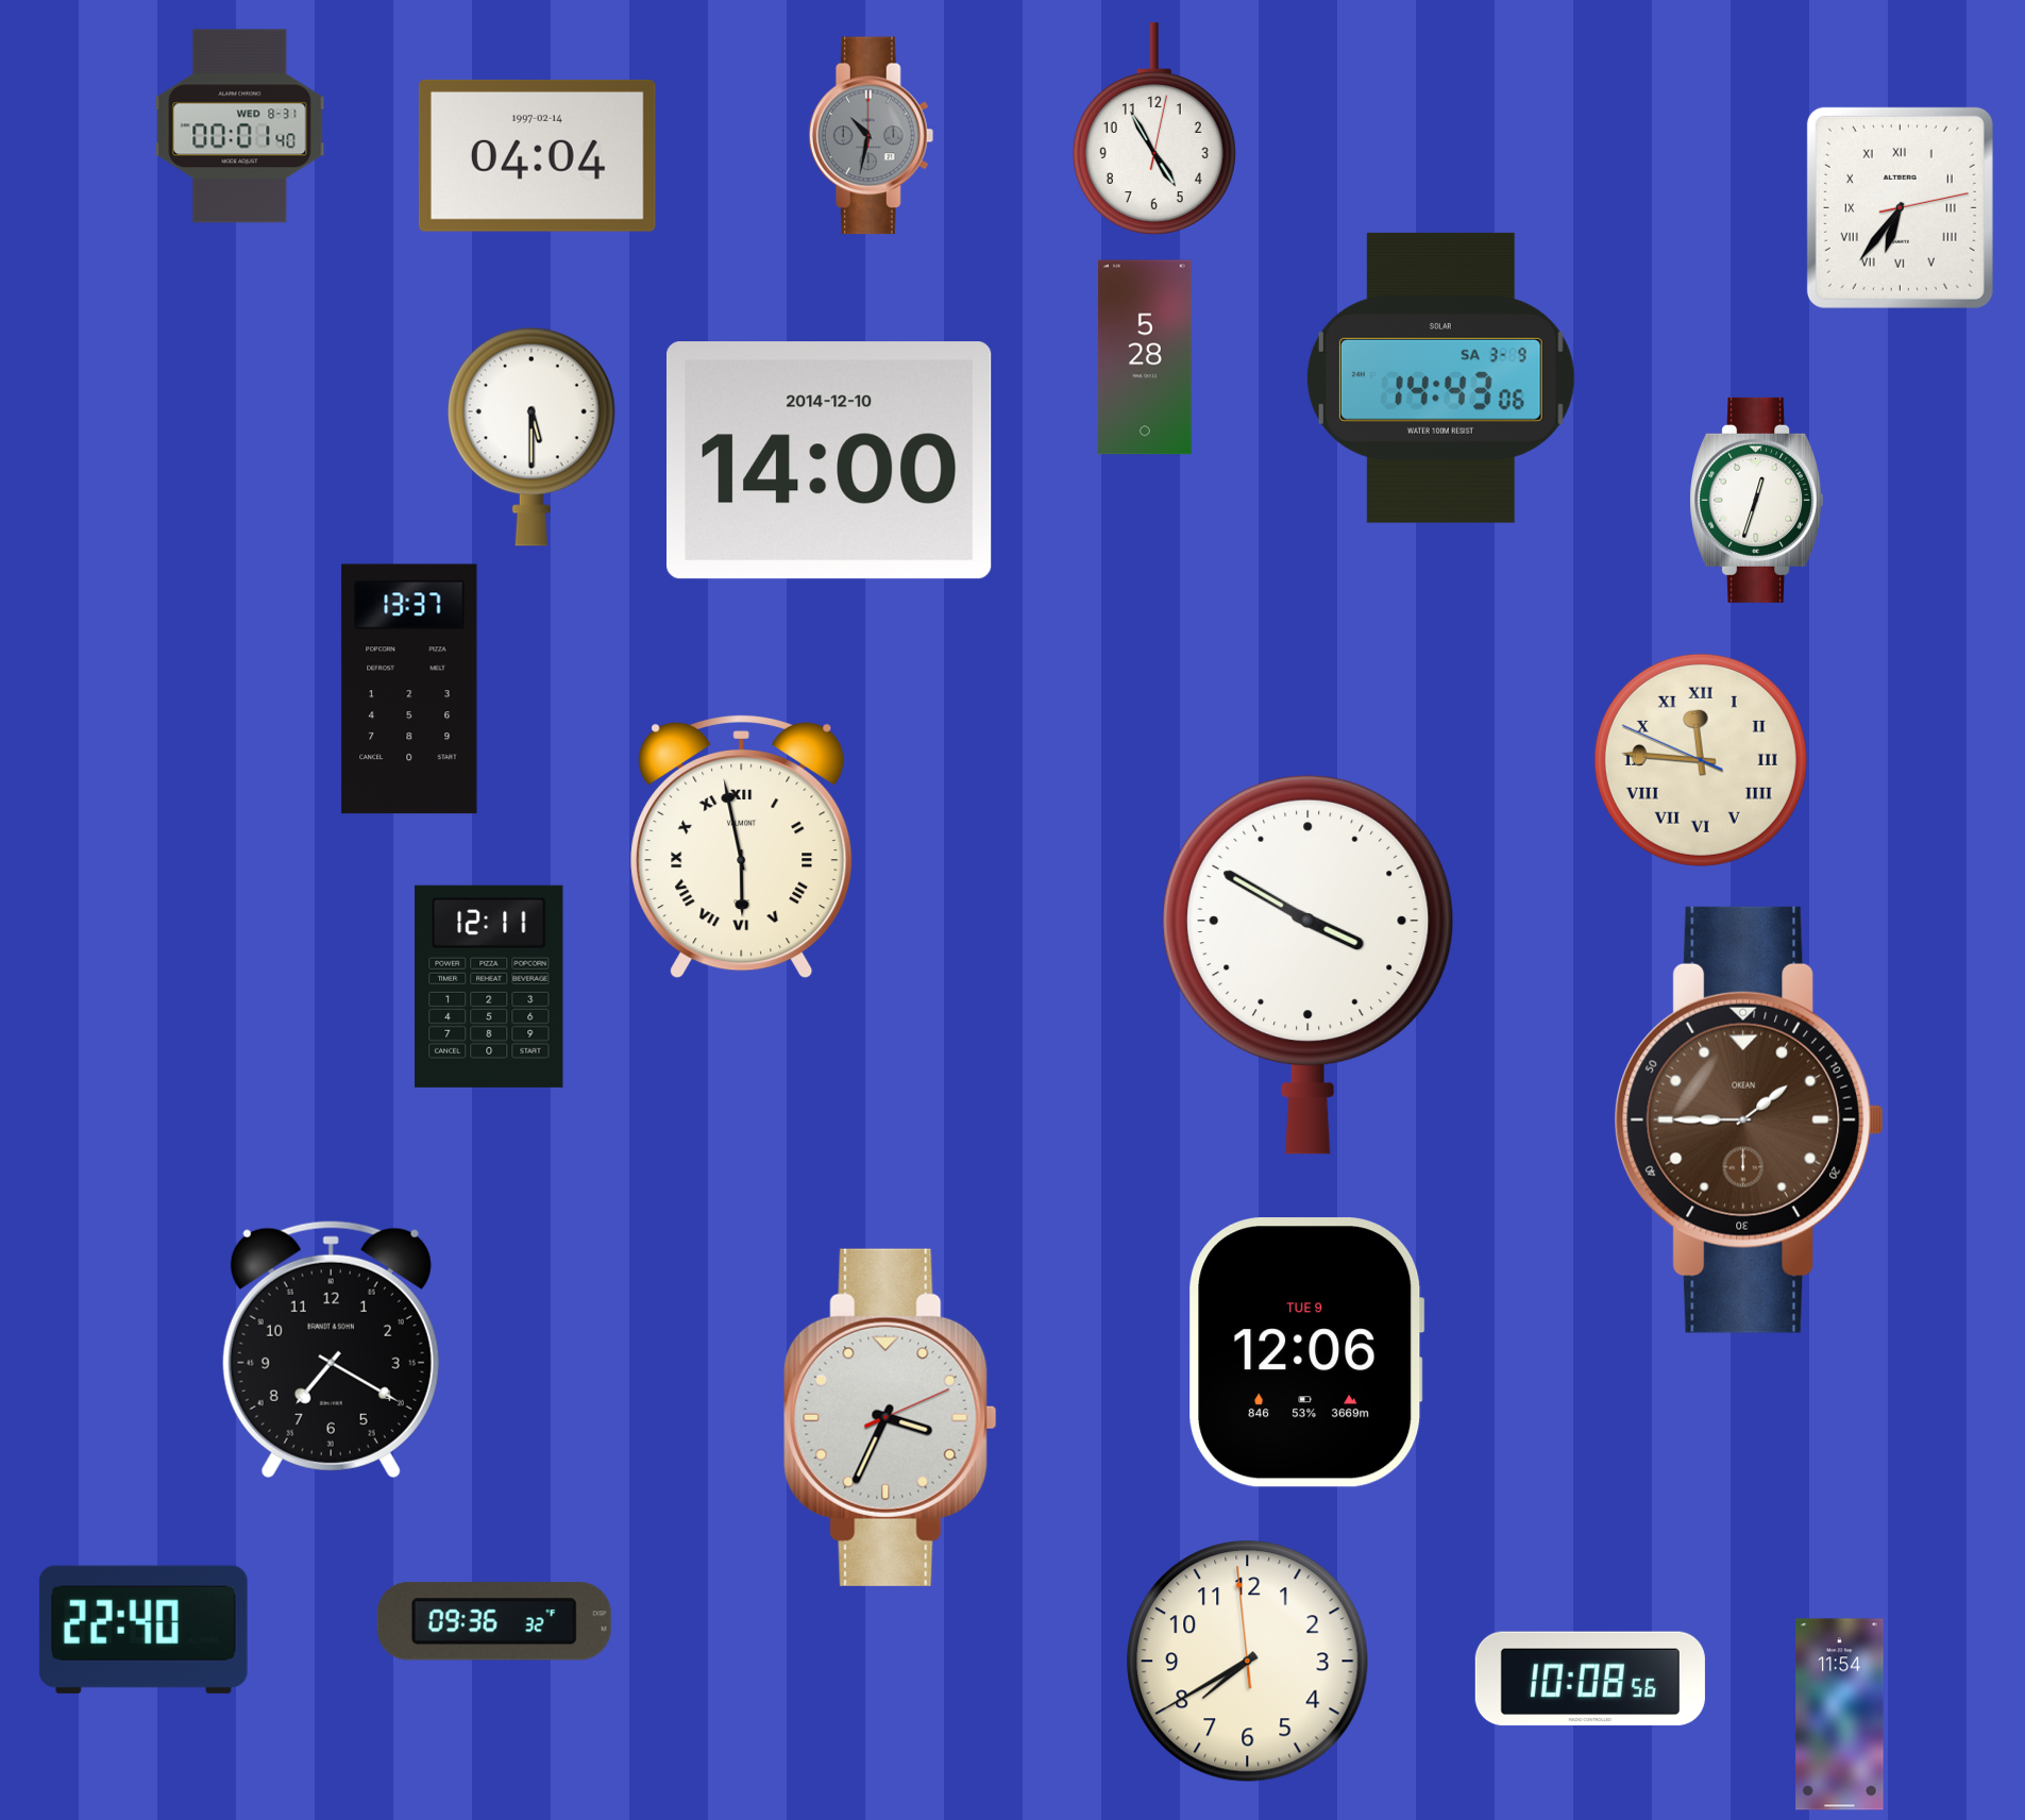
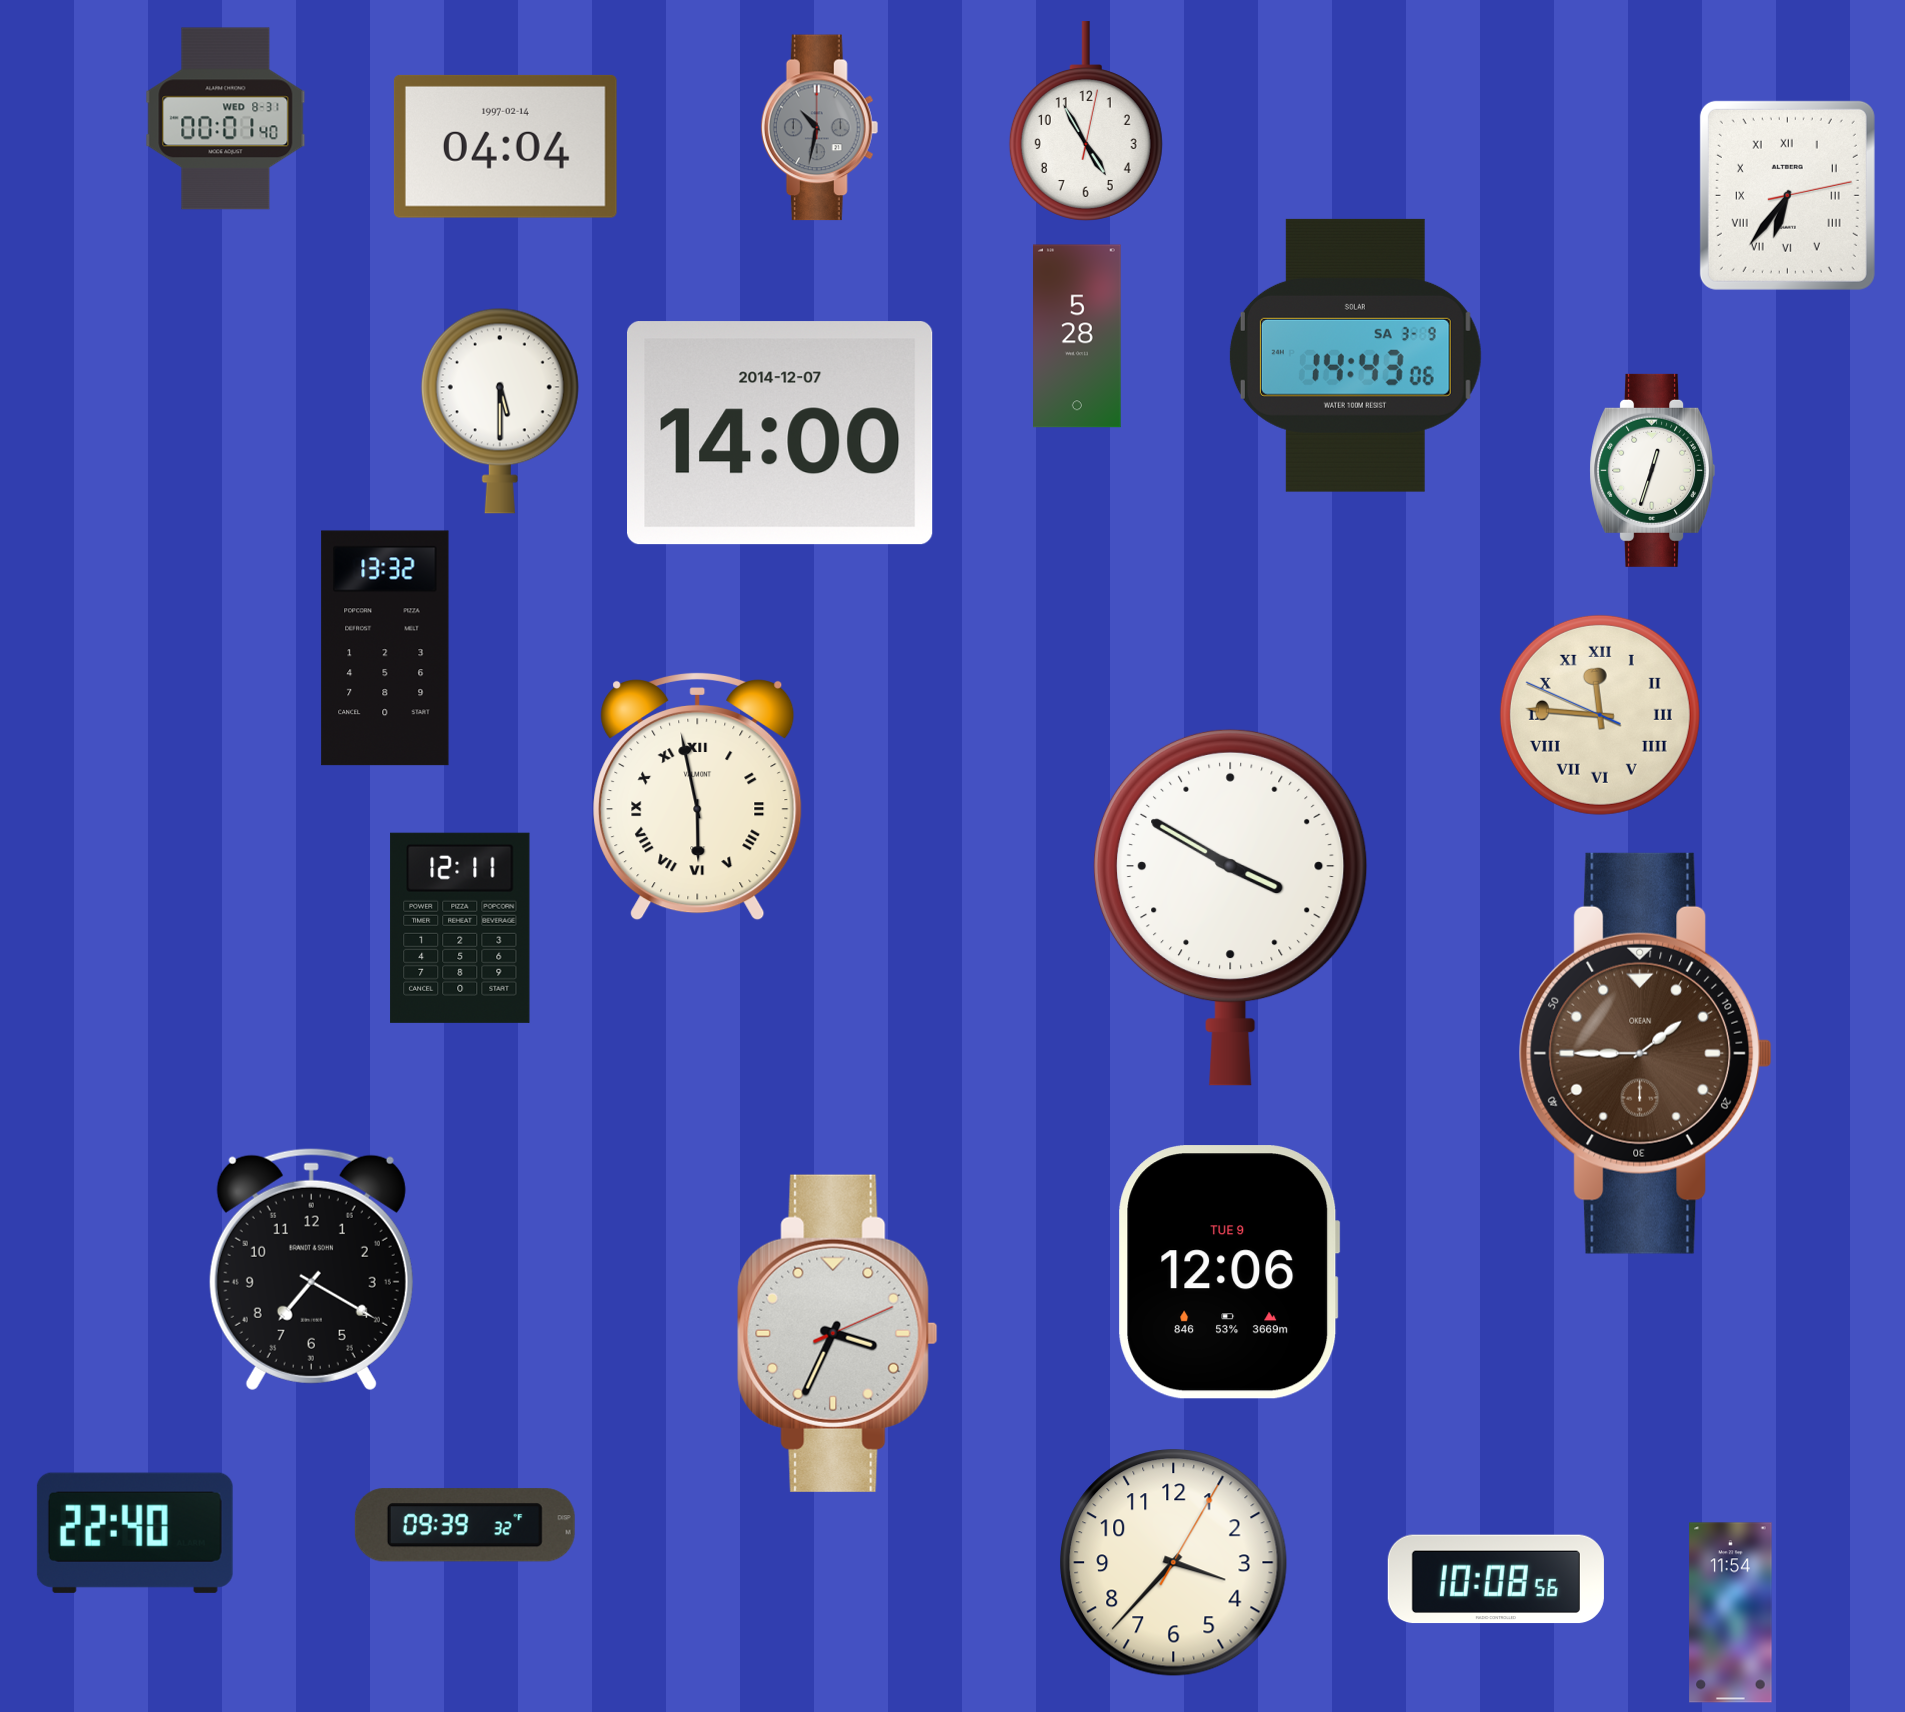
clock at (830, 460) date: 2014-12-10 -> 2014-12-07
clock at (409, 689): 13:37 -> 13:32
clock at (494, 1621): 09:36 -> 09:39
clock at (1248, 1662): 7:39 -> 3:37
